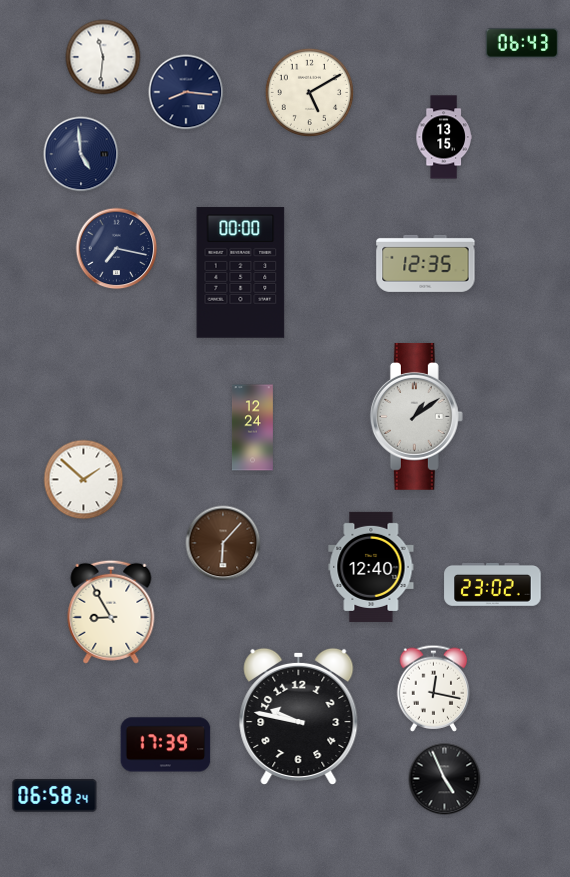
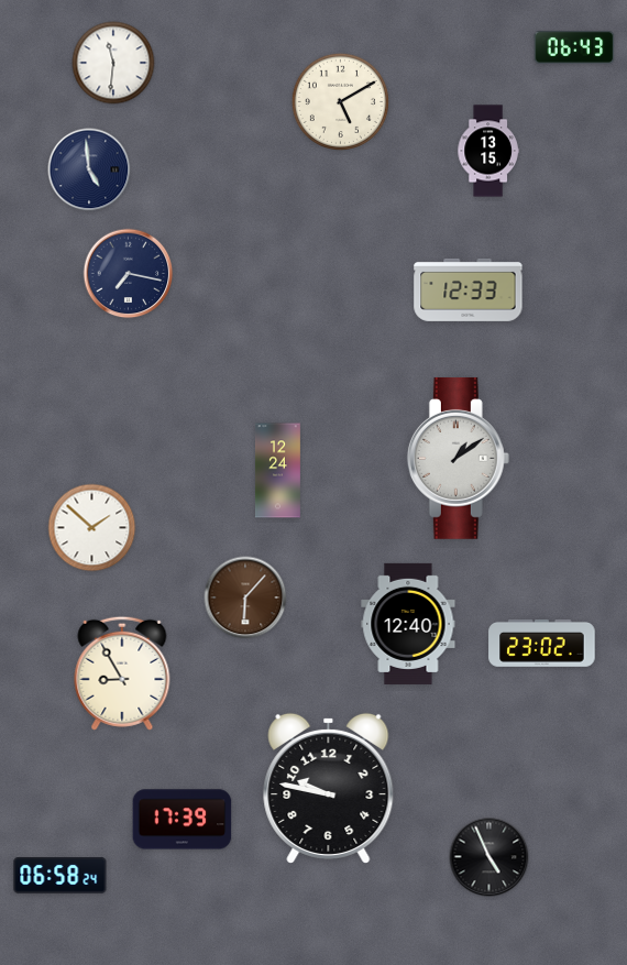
clock at (186, 92): 8:16 -> none
clock at (426, 263): 12:35 -> 12:33
clock at (241, 273): 00:00 -> none
clock at (434, 688): 12:17 -> none
